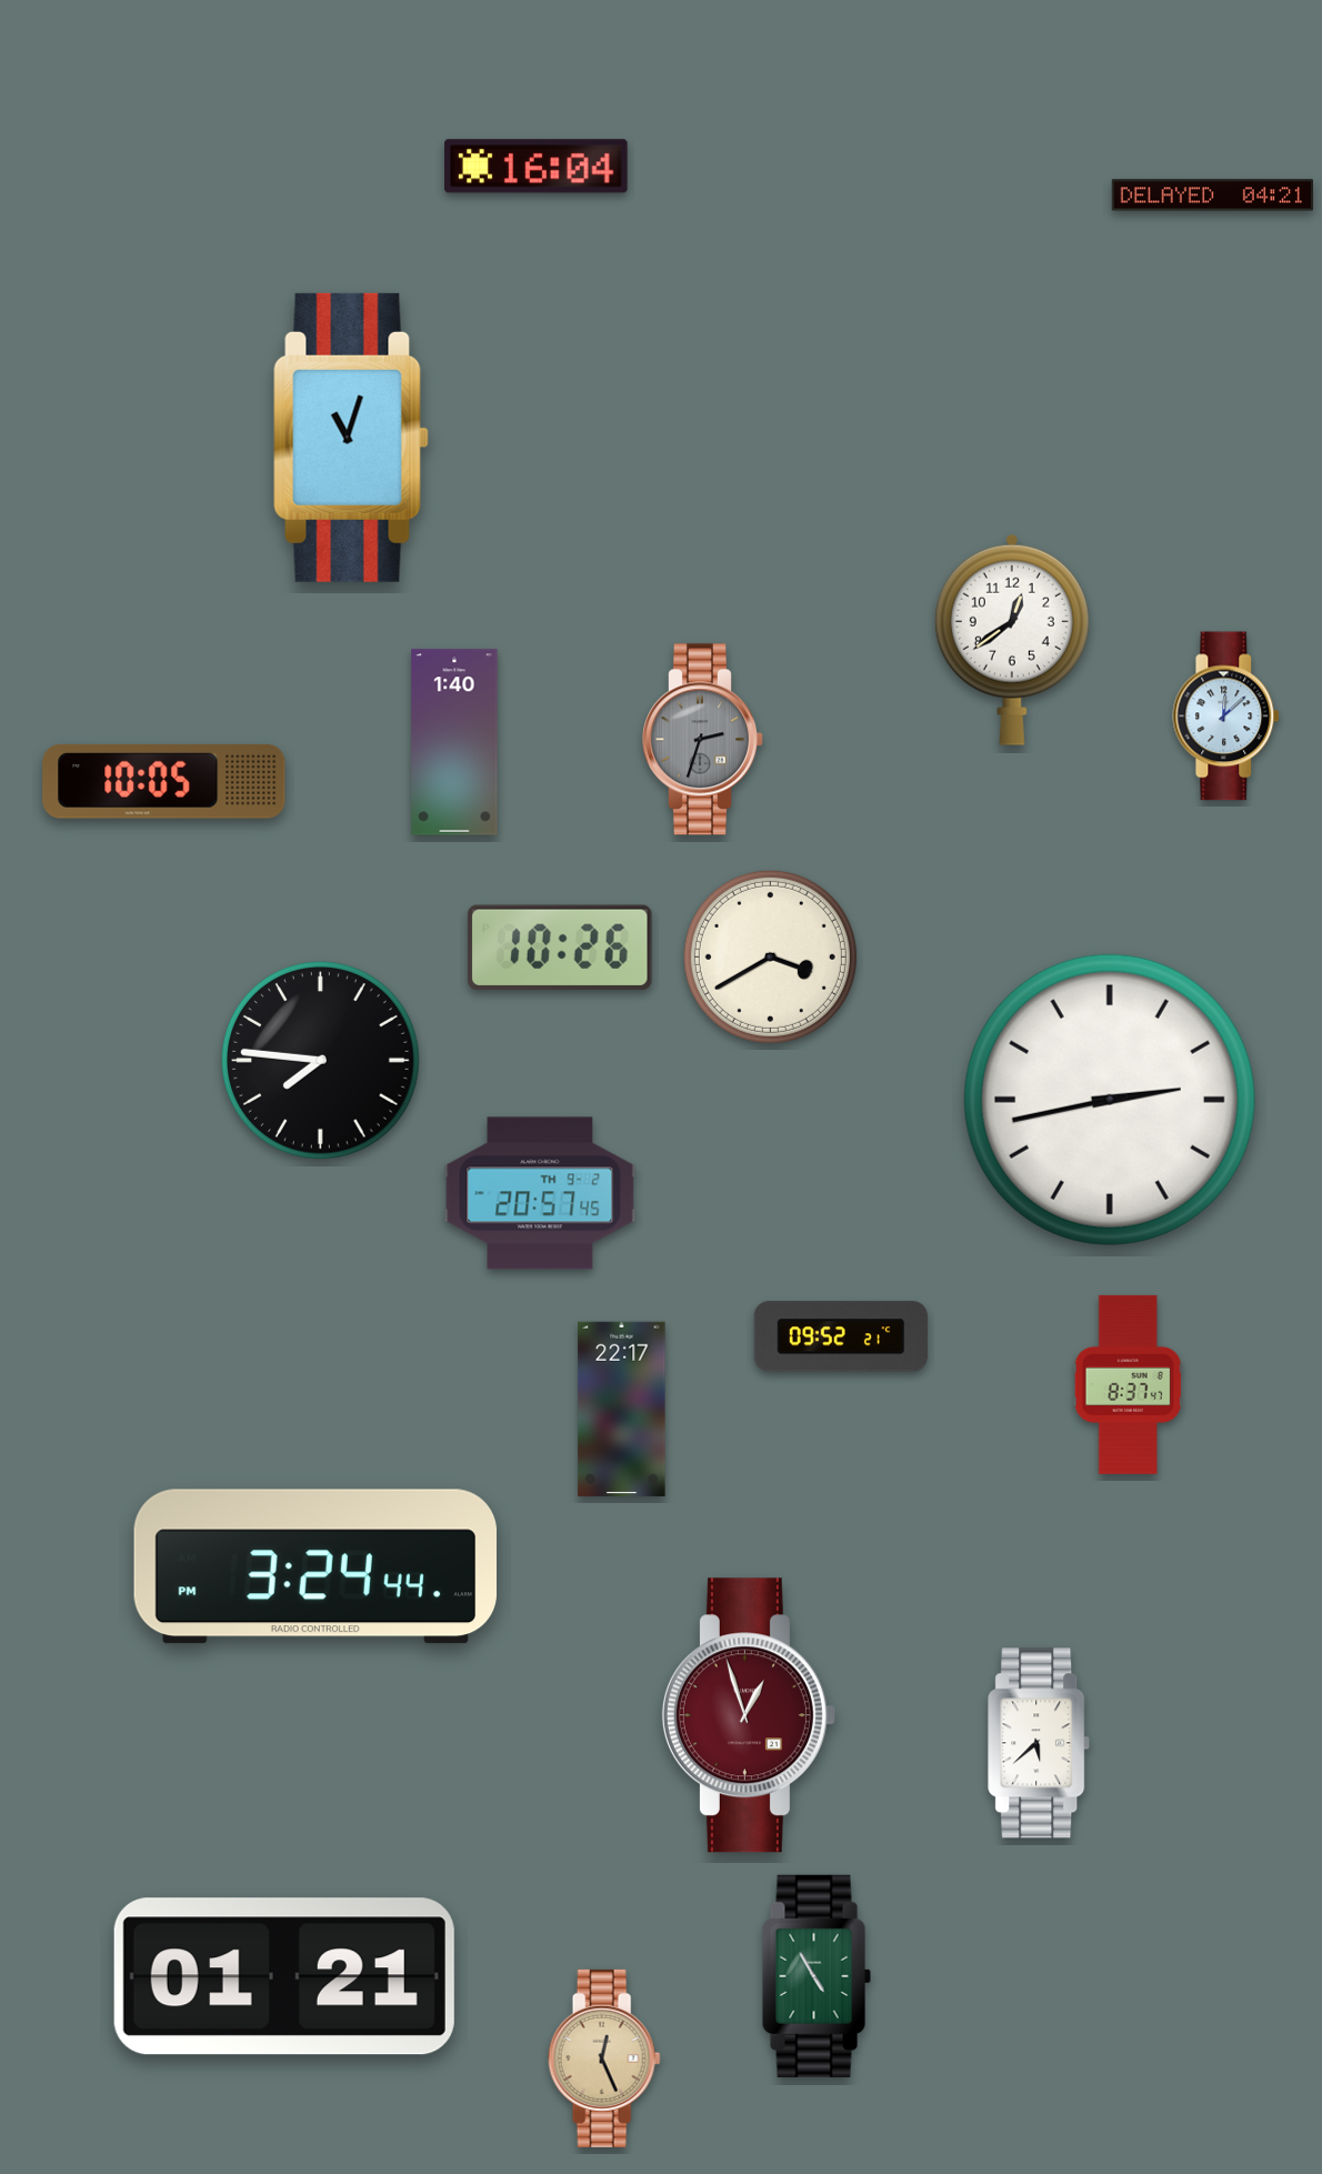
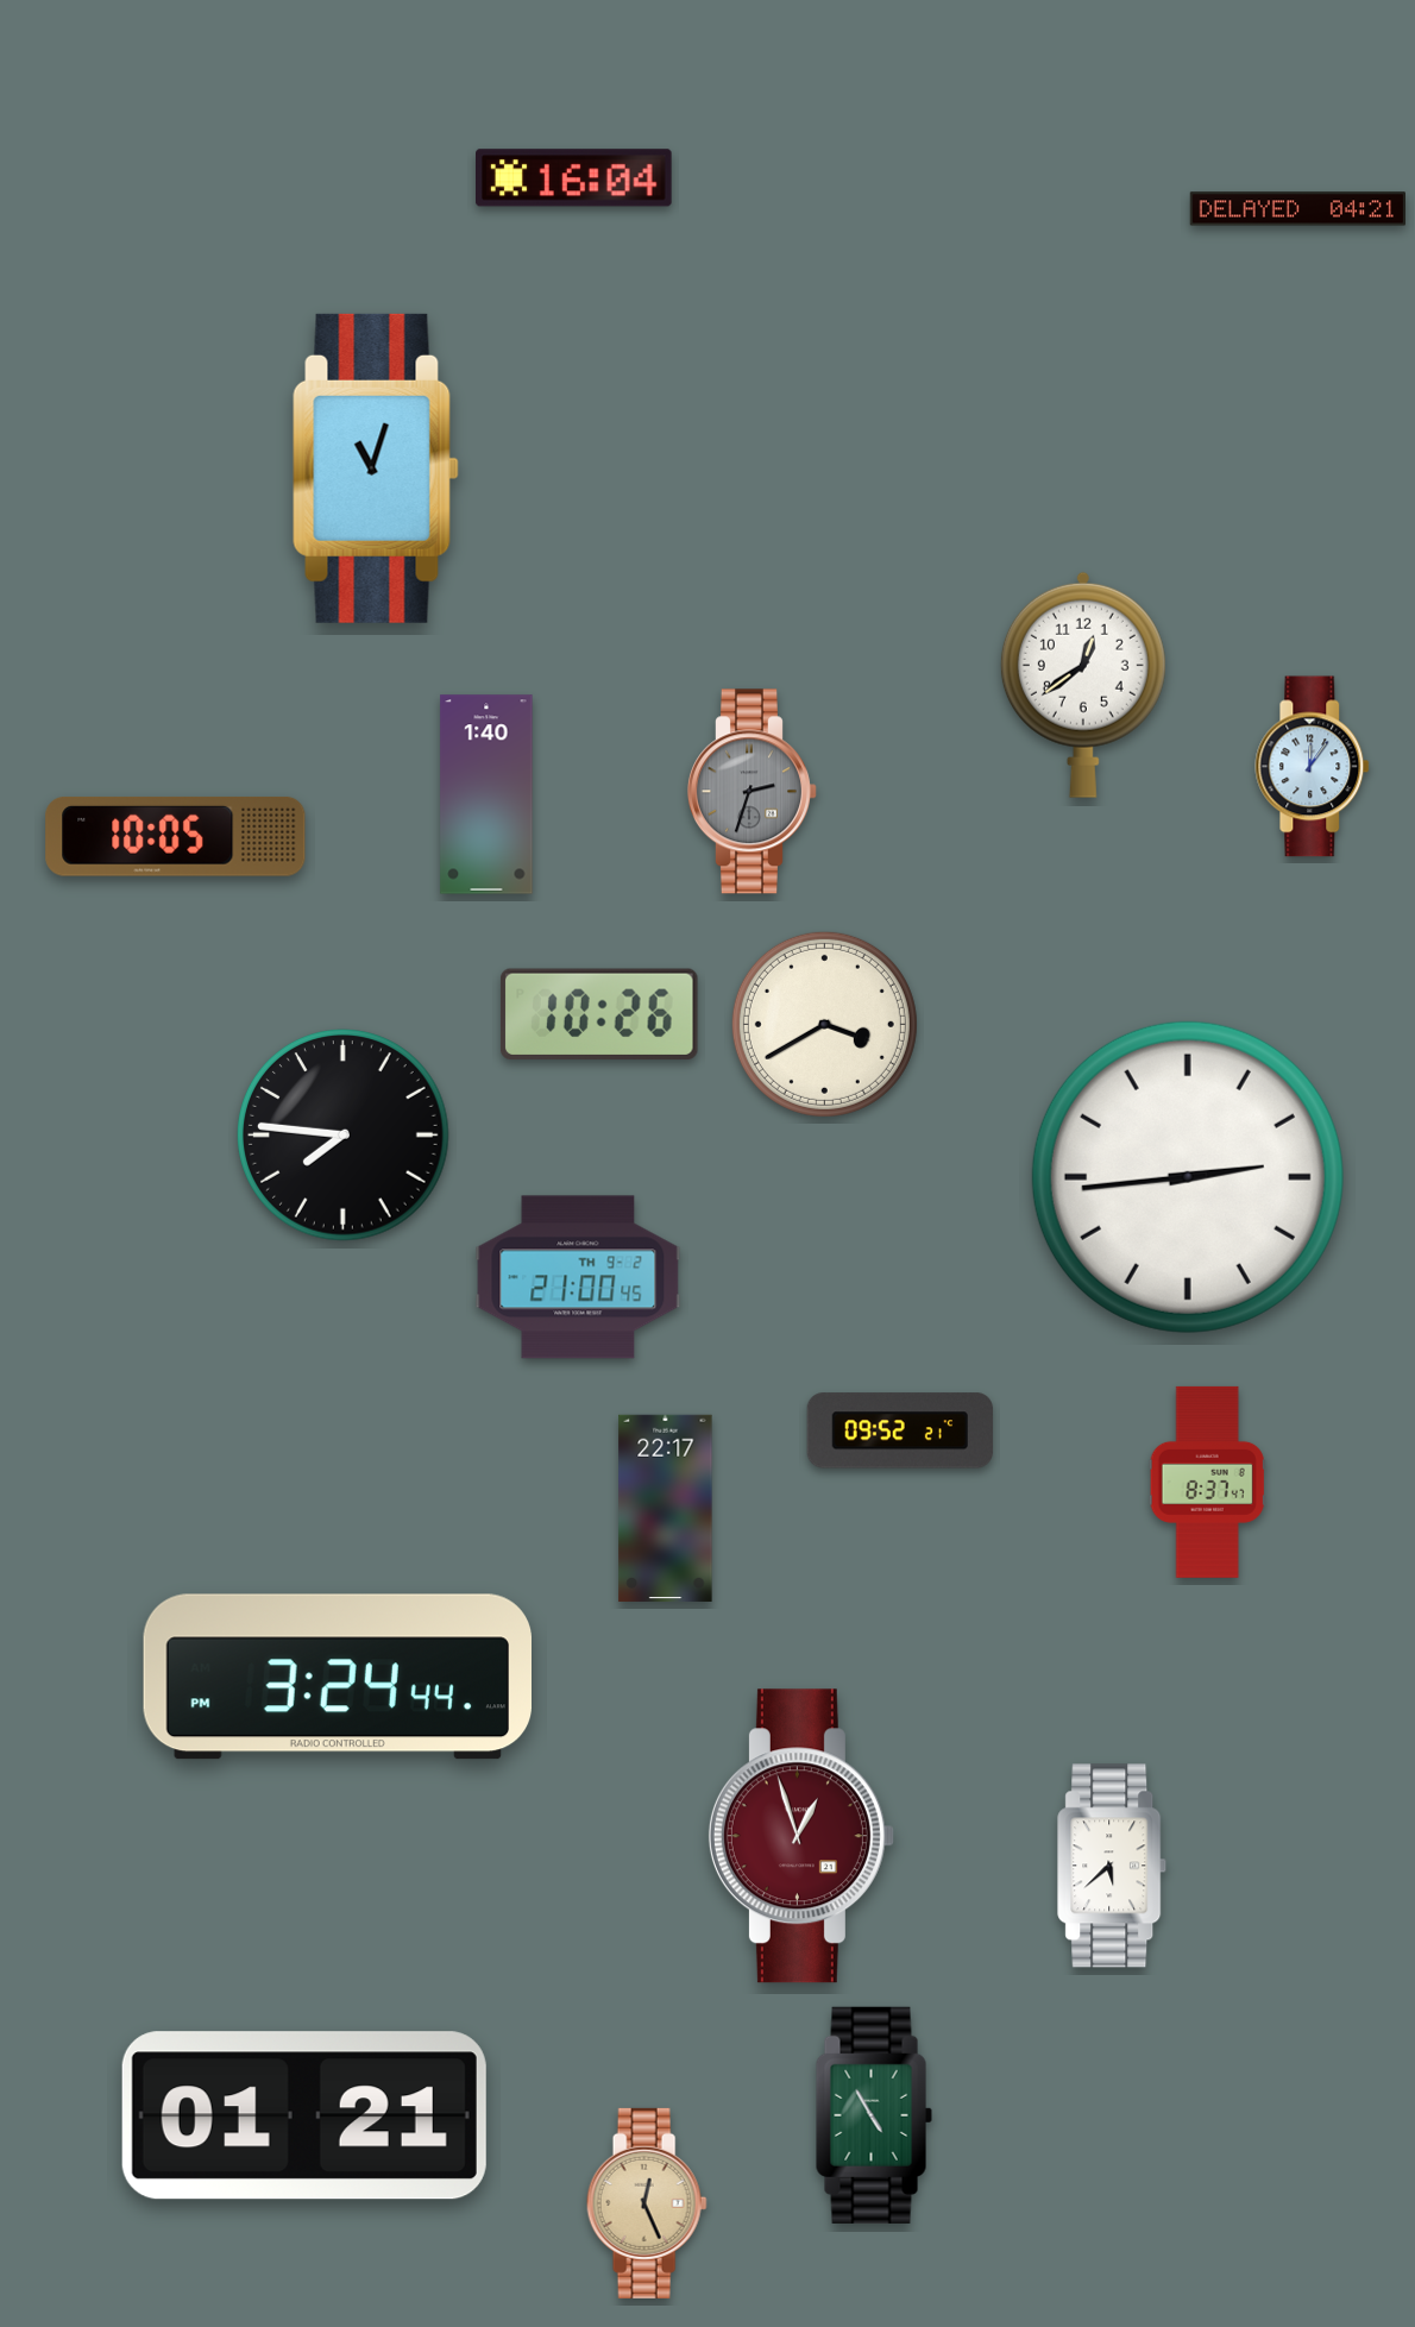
clock at (1226, 717): 12:08 -> 12:06
clock at (1110, 1100): 2:43 -> 2:44
clock at (540, 1193): 20:57 -> 21:00
